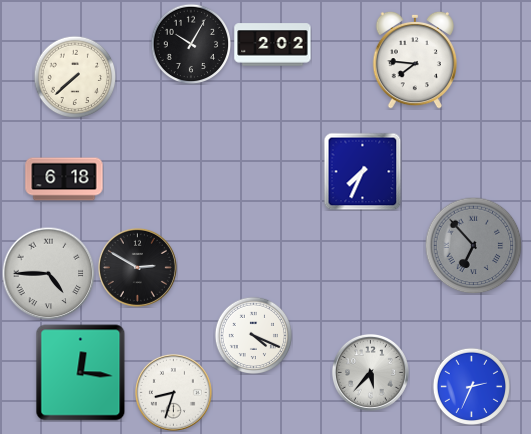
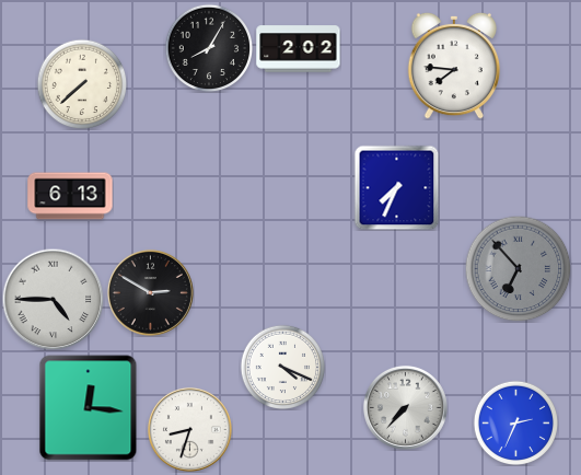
clock at (191, 44): 10:05 -> 8:05
clock at (64, 179): 6:18 -> 6:13
clock at (253, 335) position: (253, 335) -> (282, 367)
clock at (370, 372): 5:37 -> 7:37
